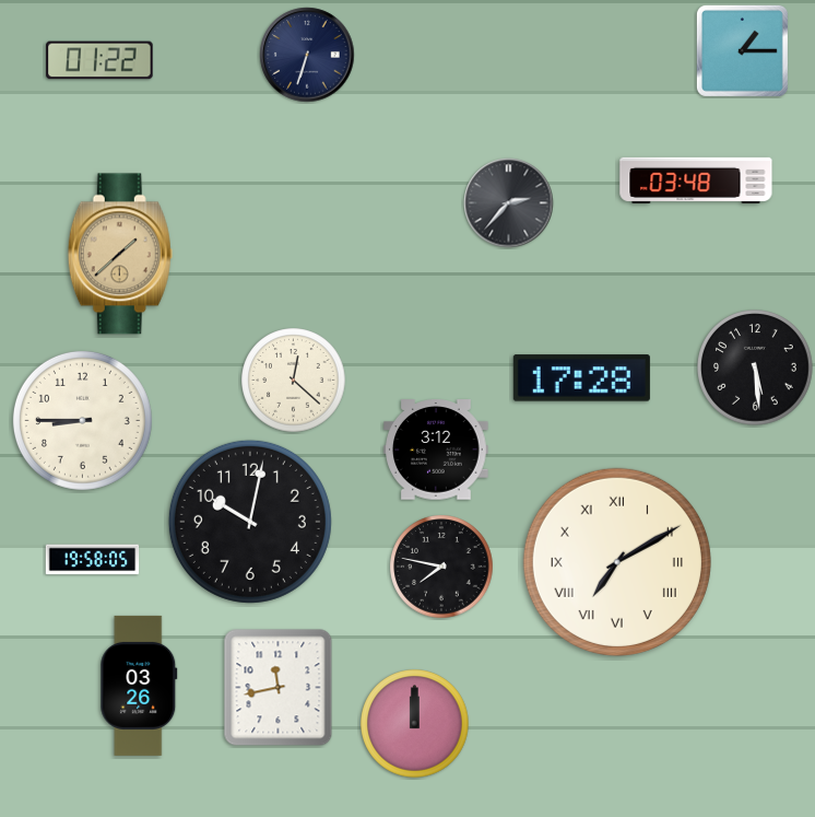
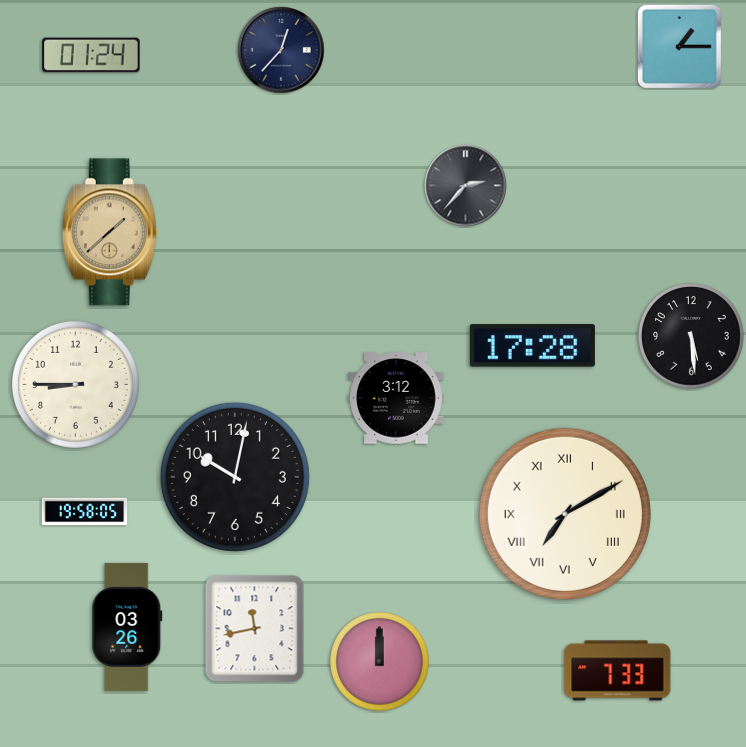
clock at (307, 55): 6:33 -> 12:37
clock at (99, 60): 01:22 -> 01:24
clock at (696, 180): 03:48 -> none
clock at (294, 381): 12:22 -> none
clock at (436, 450) position: (436, 450) -> (396, 398)
clock at (250, 522) position: (250, 522) -> (235, 477)
clock at (441, 567): 7:47 -> none
clock at (618, 671): none -> 7:33
